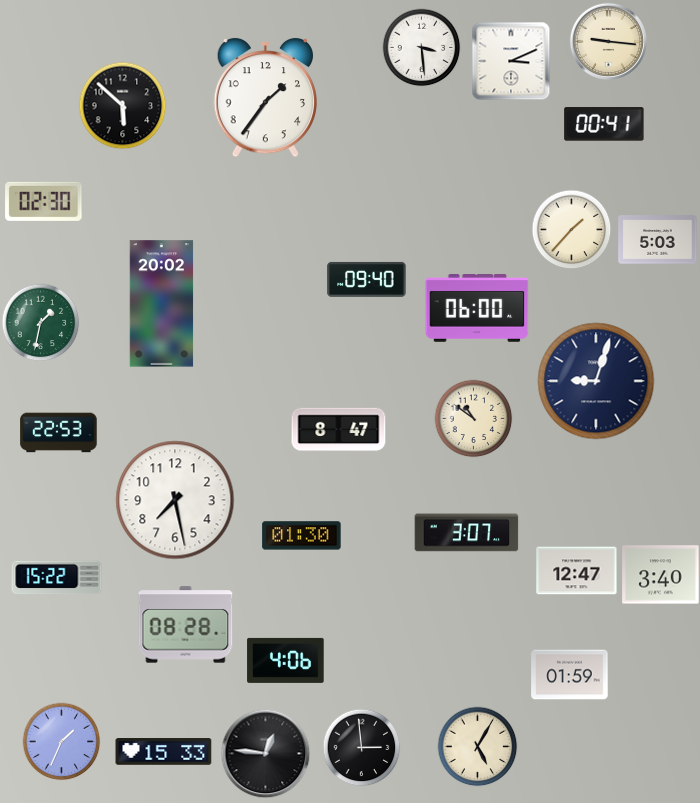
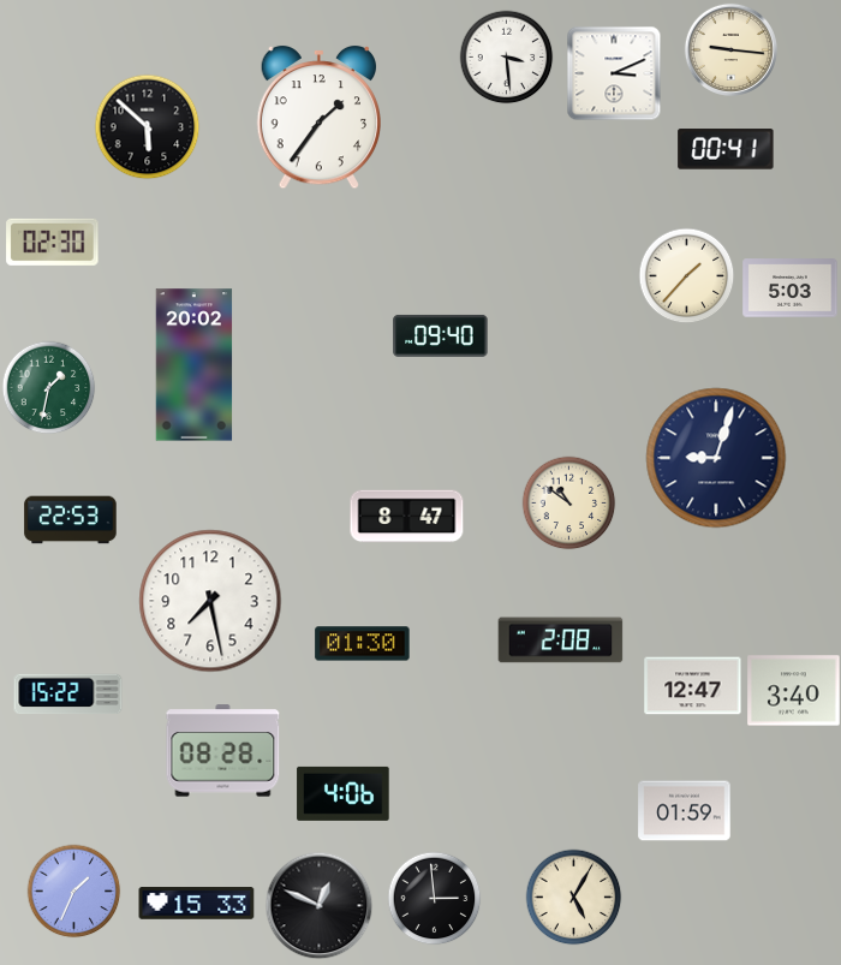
clock at (477, 309): 06:00 -> none
clock at (467, 533): 3:07 -> 2:08
clock at (265, 753): 12:46 -> 12:49
